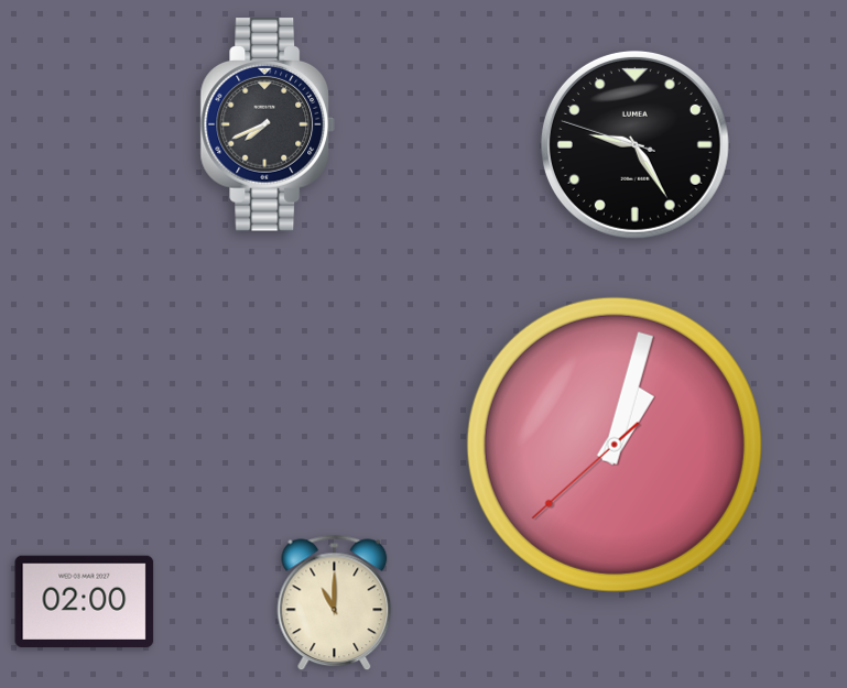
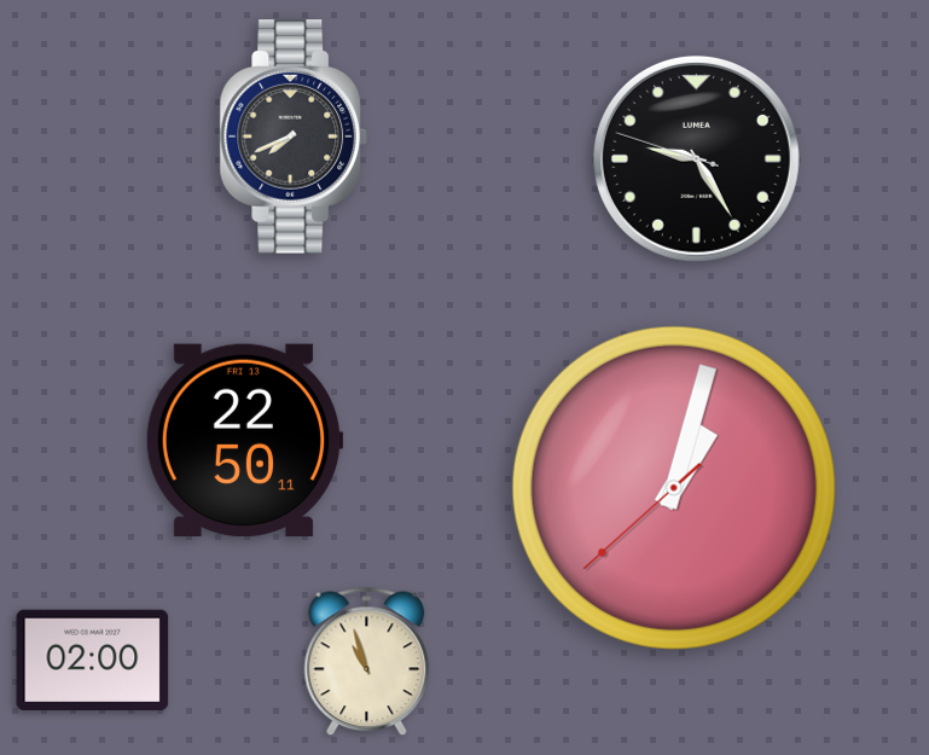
clock at (244, 440): none -> 22:50
clock at (335, 603): 11:00 -> 10:57
